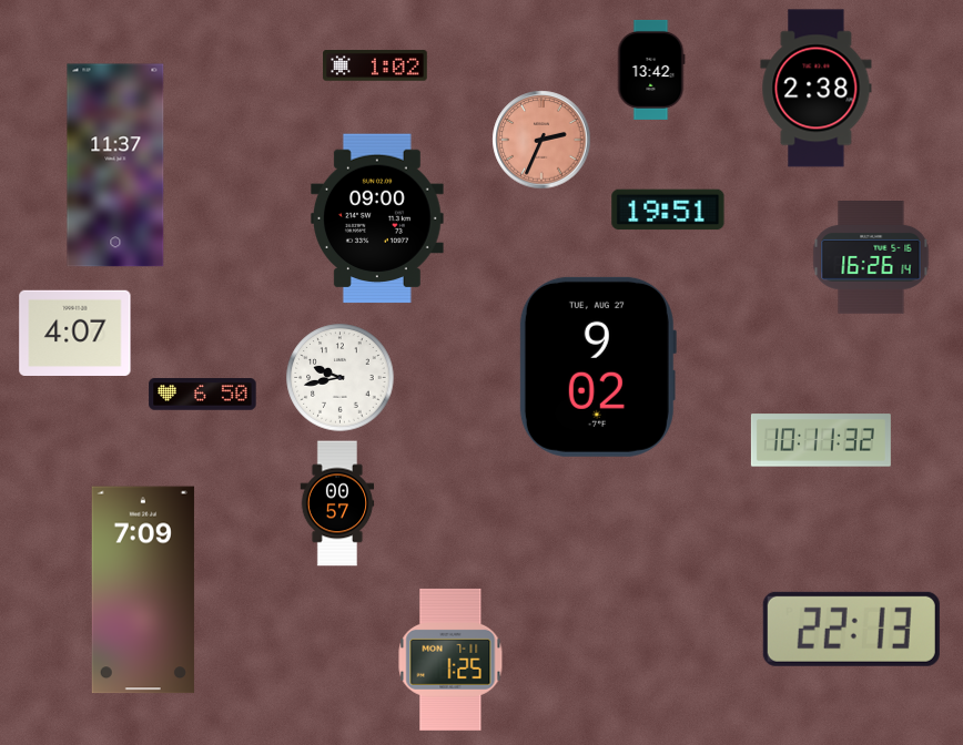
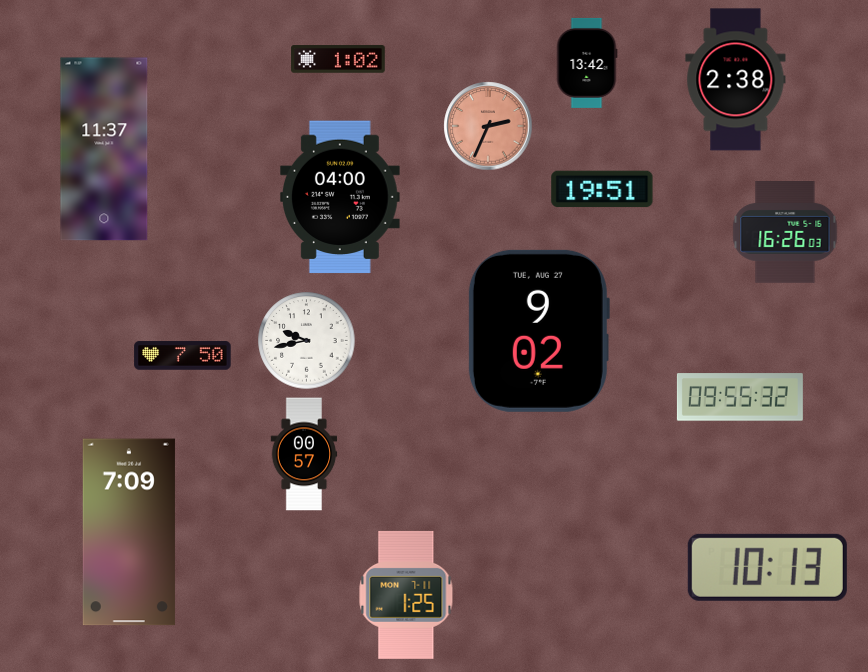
clock at (378, 218): 09:00 -> 04:00
clock at (871, 258): 16:26:14 -> 16:26:03
clock at (75, 333): 4:07 -> none
clock at (203, 395): 6:50 -> 7:50
clock at (821, 440): 10:11 -> 09:55
clock at (851, 629): 22:13 -> 10:13
